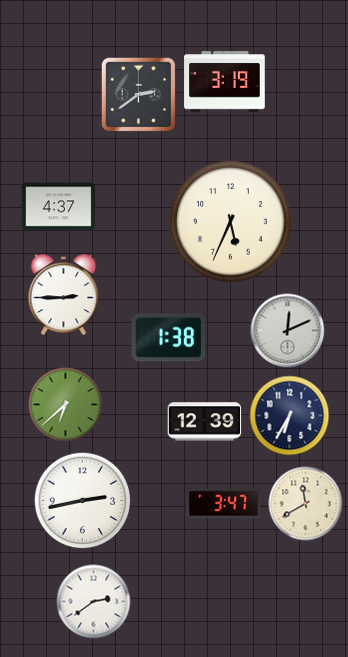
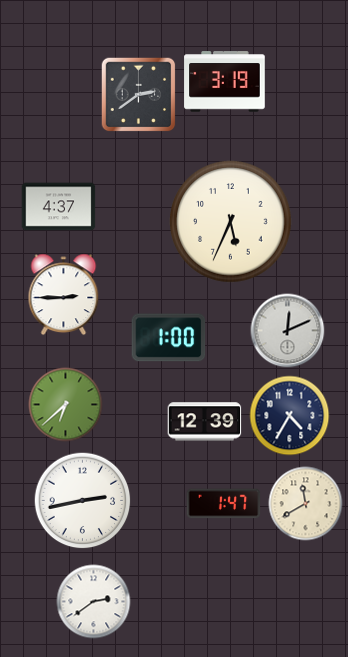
clock at (169, 338): 1:38 -> 1:00
clock at (290, 416): 6:35 -> 4:35
clock at (224, 504): 3:47 -> 1:47
